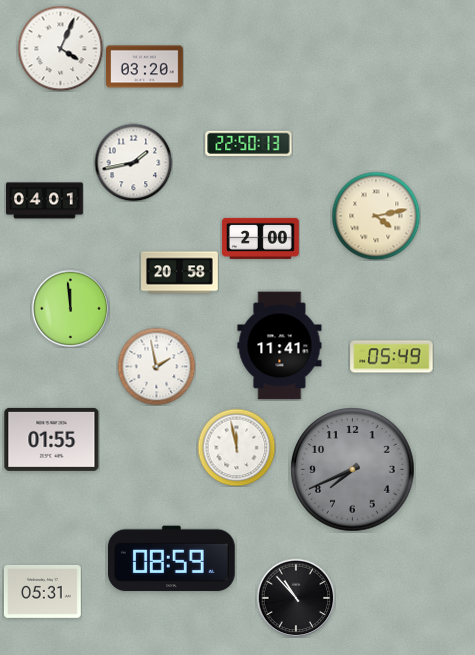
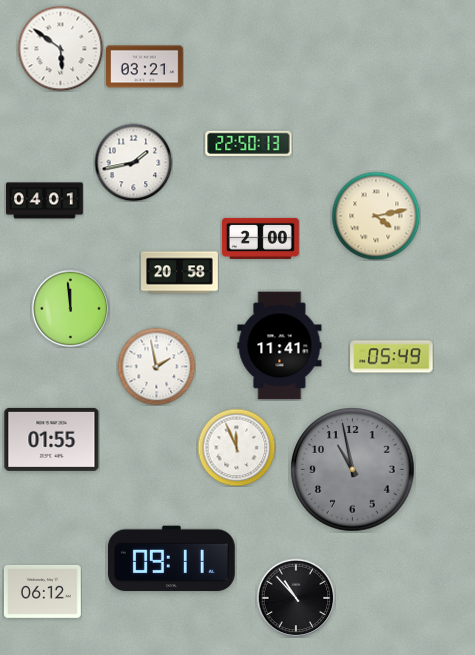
clock at (60, 48): 4:04 -> 5:51
clock at (145, 67): 03:20 -> 03:21
clock at (236, 447): 11:58 -> 11:56
clock at (353, 470): 7:41 -> 10:58
clock at (171, 559): 08:59 -> 09:11
clock at (43, 591): 05:31 -> 06:12
